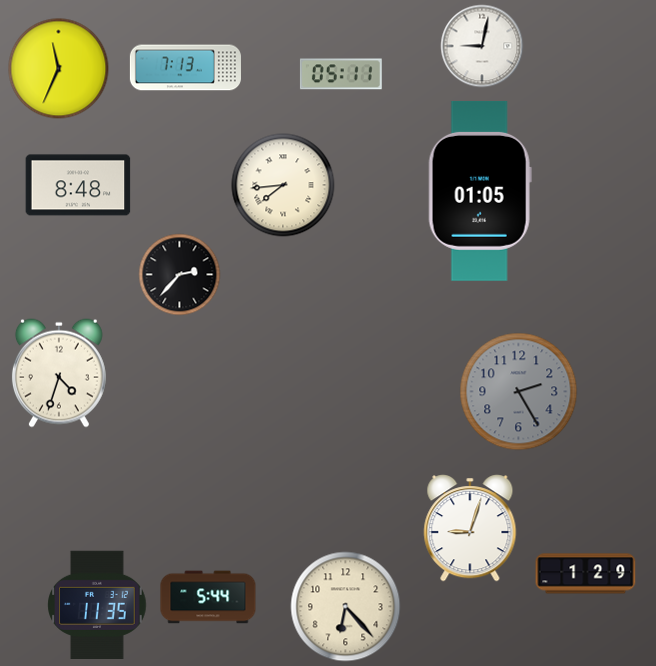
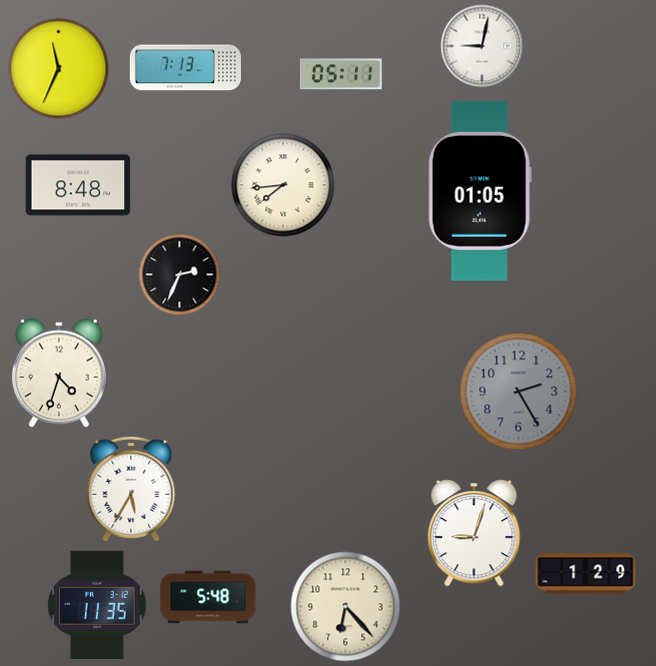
clock at (180, 275): 2:37 -> 2:34
clock at (131, 489): none -> 5:35
clock at (470, 528) position: (470, 528) -> (474, 533)
clock at (208, 597): 5:44 -> 5:48
